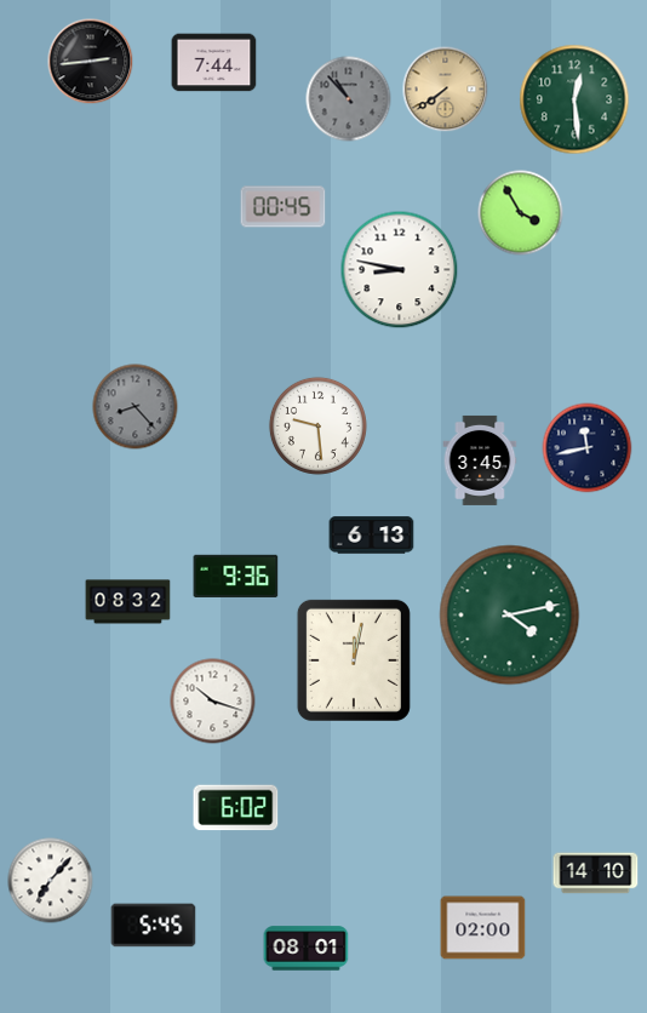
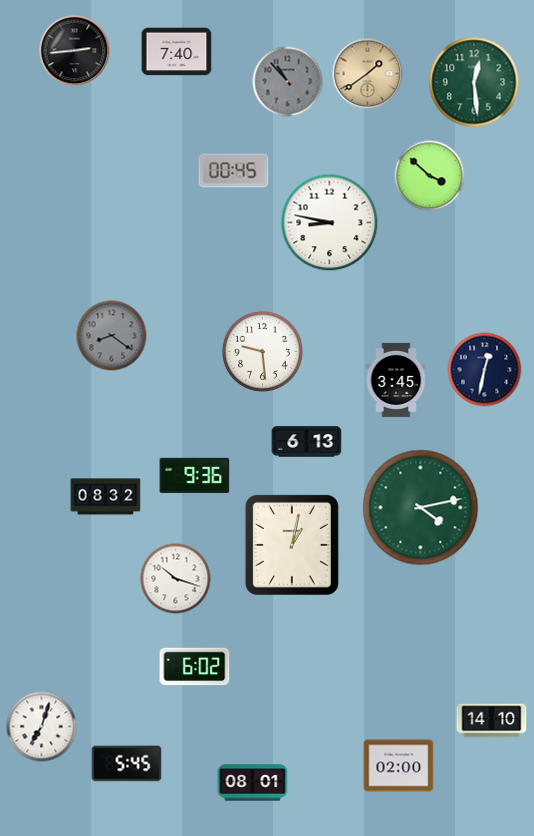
clock at (214, 63): 7:44 -> 7:40
clock at (446, 90): 7:39 -> 1:39
clock at (521, 213): 3:55 -> 3:52
clock at (136, 407): 8:23 -> 8:21
clock at (588, 448): 11:43 -> 12:32
clock at (354, 660): 12:02 -> 1:02
clock at (51, 881): 7:07 -> 7:03
